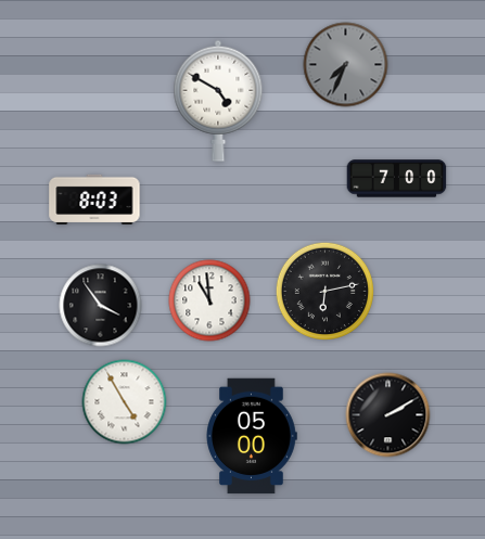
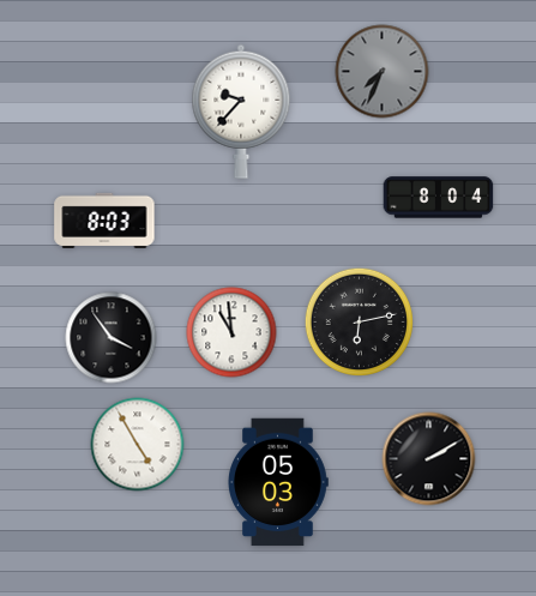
clock at (218, 101): 4:50 -> 9:37
clock at (397, 179): 7:00 -> 8:04
clock at (252, 436): 05:00 -> 05:03
